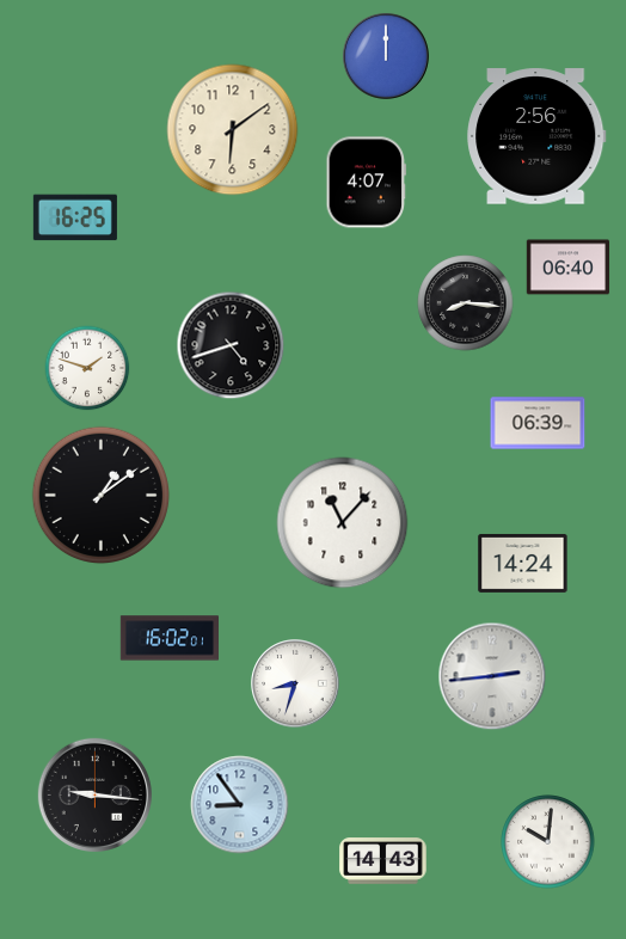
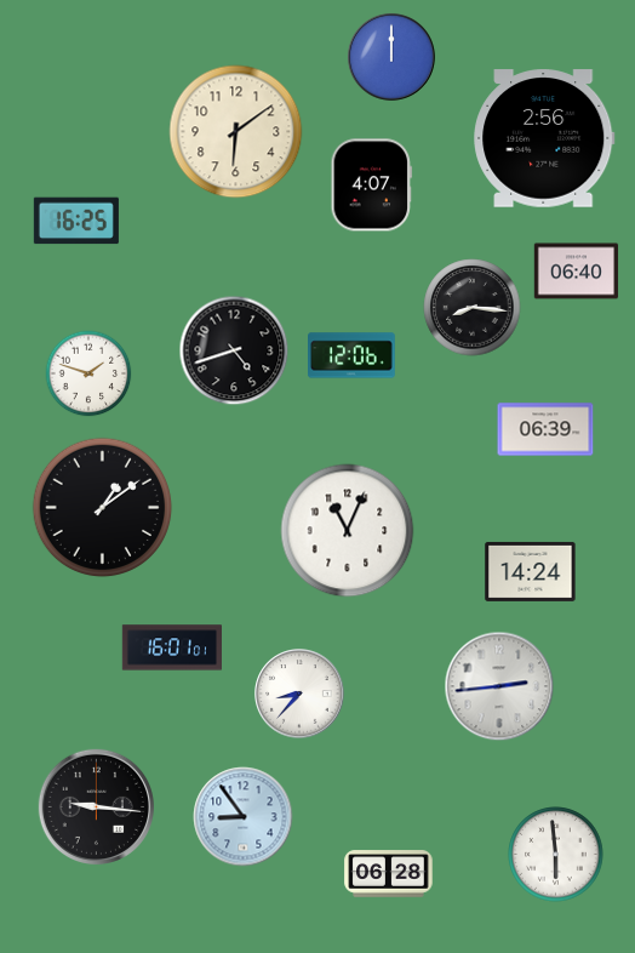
clock at (353, 355): none -> 12:06
clock at (102, 496) position: (102, 496) -> (103, 508)
clock at (343, 523): 11:07 -> 11:04
clock at (168, 638): 16:02 -> 16:01
clock at (295, 683): 8:33 -> 8:37
clock at (548, 842): 10:01 -> 5:59
clock at (383, 861): 14:43 -> 06:28
